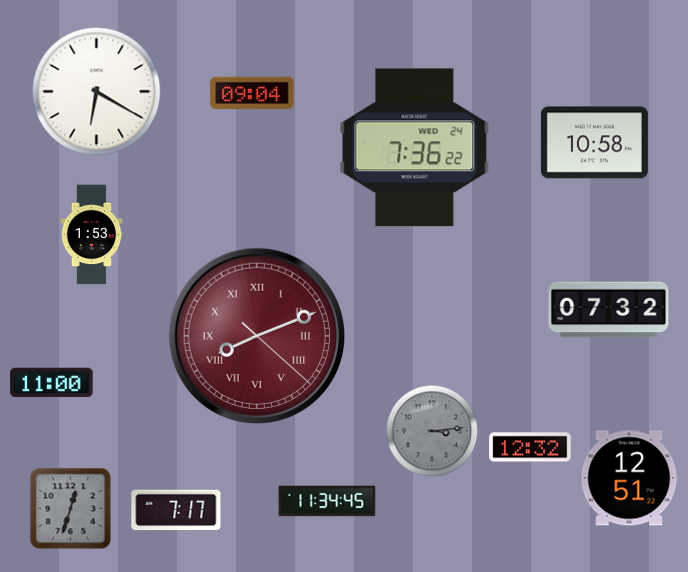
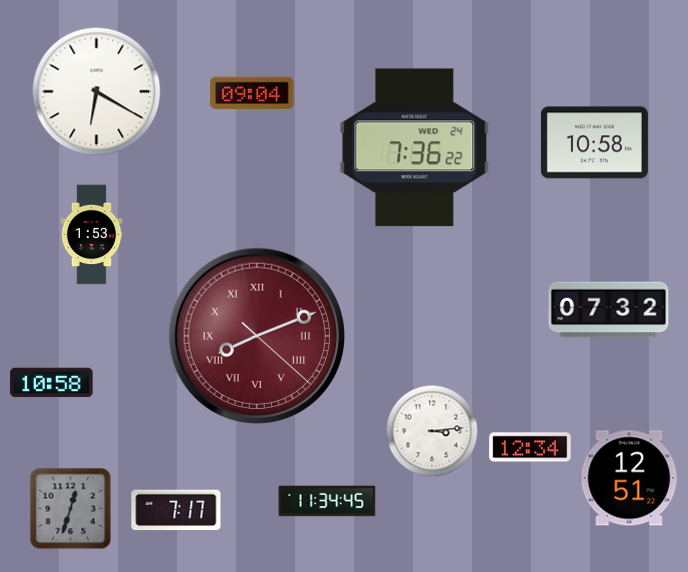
clock at (52, 383): 11:00 -> 10:58
clock at (432, 431) dial: grey -> white
clock at (530, 447): 12:32 -> 12:34
